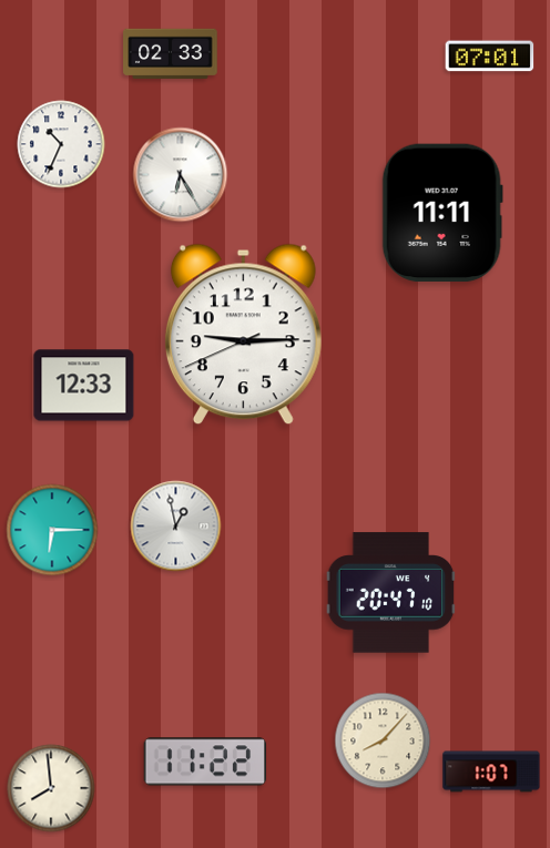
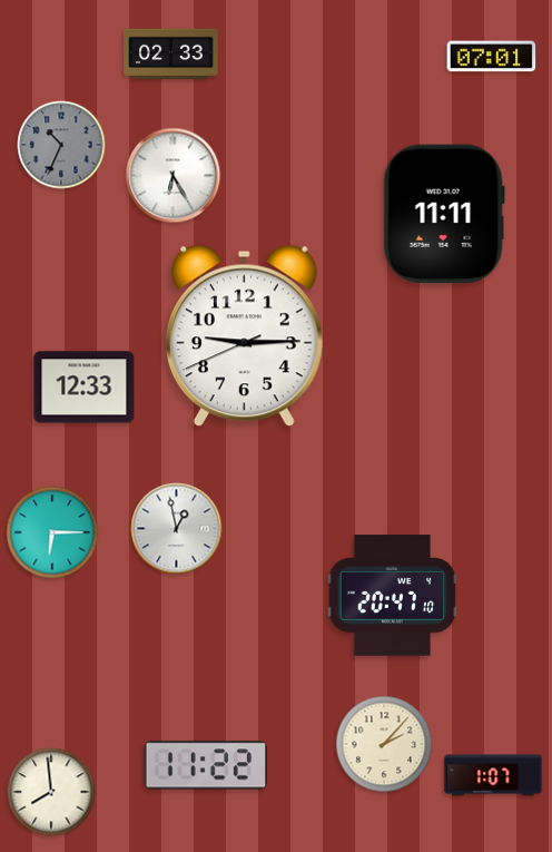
clock at (61, 144) dial: white -> grey
clock at (181, 175) position: (181, 175) -> (174, 176)
clock at (383, 740): 8:07 -> 2:07
